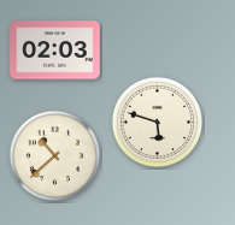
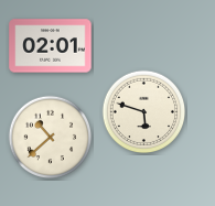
clock at (55, 51): 02:03 -> 02:01
clock at (55, 156) position: (55, 156) -> (51, 138)
